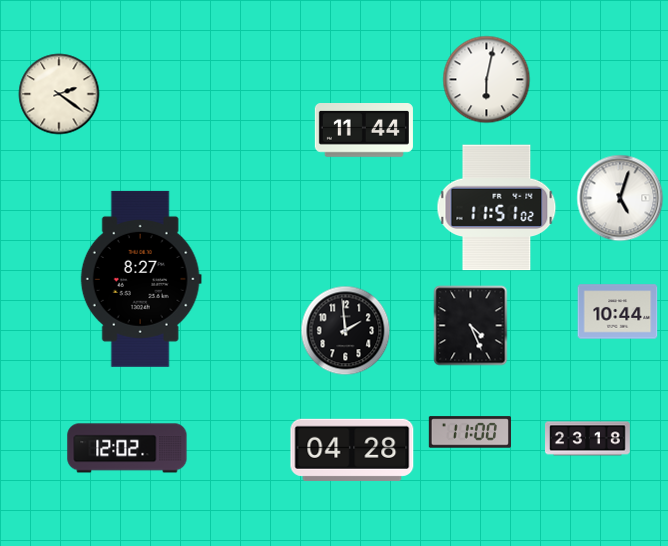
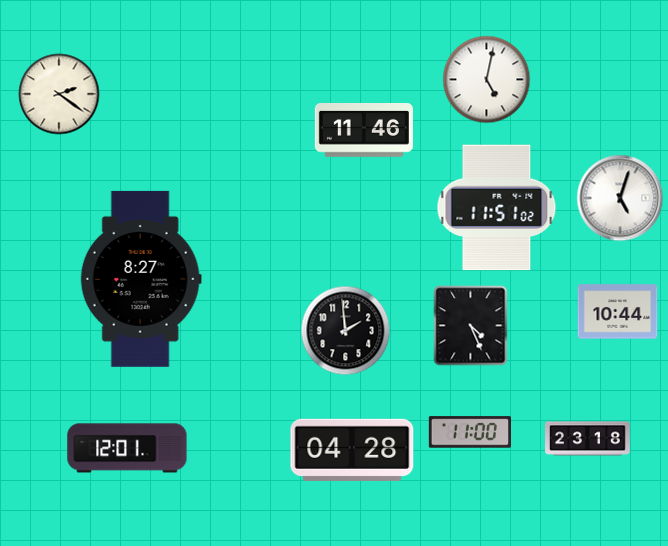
clock at (487, 80): 6:02 -> 5:02
clock at (364, 131): 11:44 -> 11:46
clock at (127, 448): 12:02 -> 12:01
